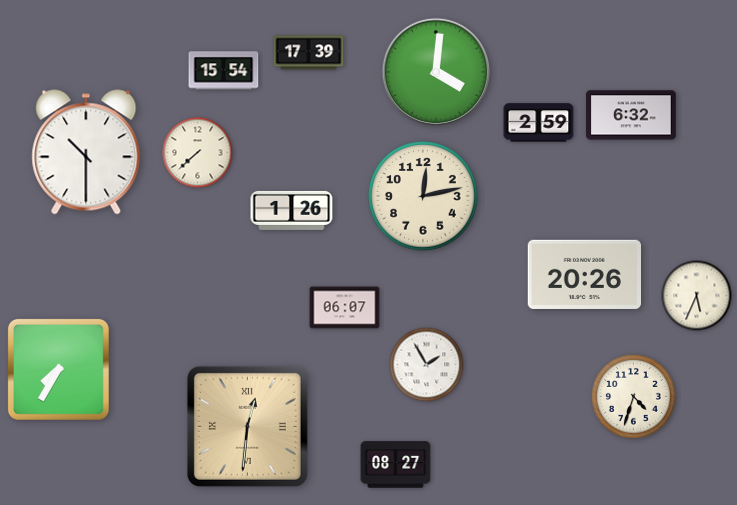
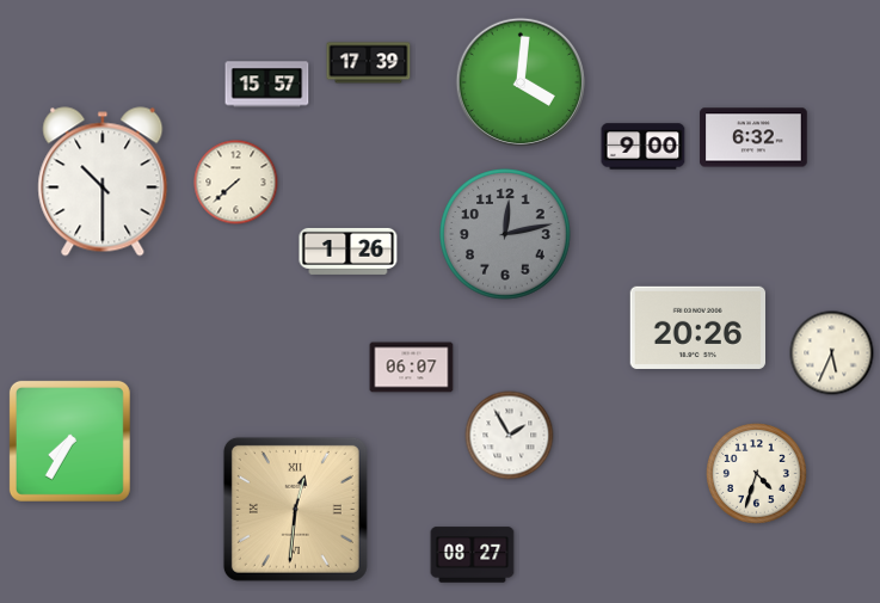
clock at (224, 71): 15:54 -> 15:57
clock at (435, 71) position: (435, 71) -> (519, 81)
clock at (539, 123): 2:59 -> 9:00
clock at (423, 196) dial: cream -> grey
